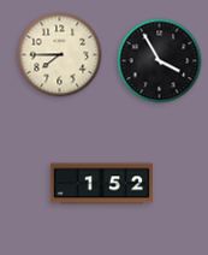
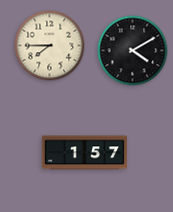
clock at (160, 61): 3:55 -> 4:10
clock at (102, 184): 1:52 -> 1:57
